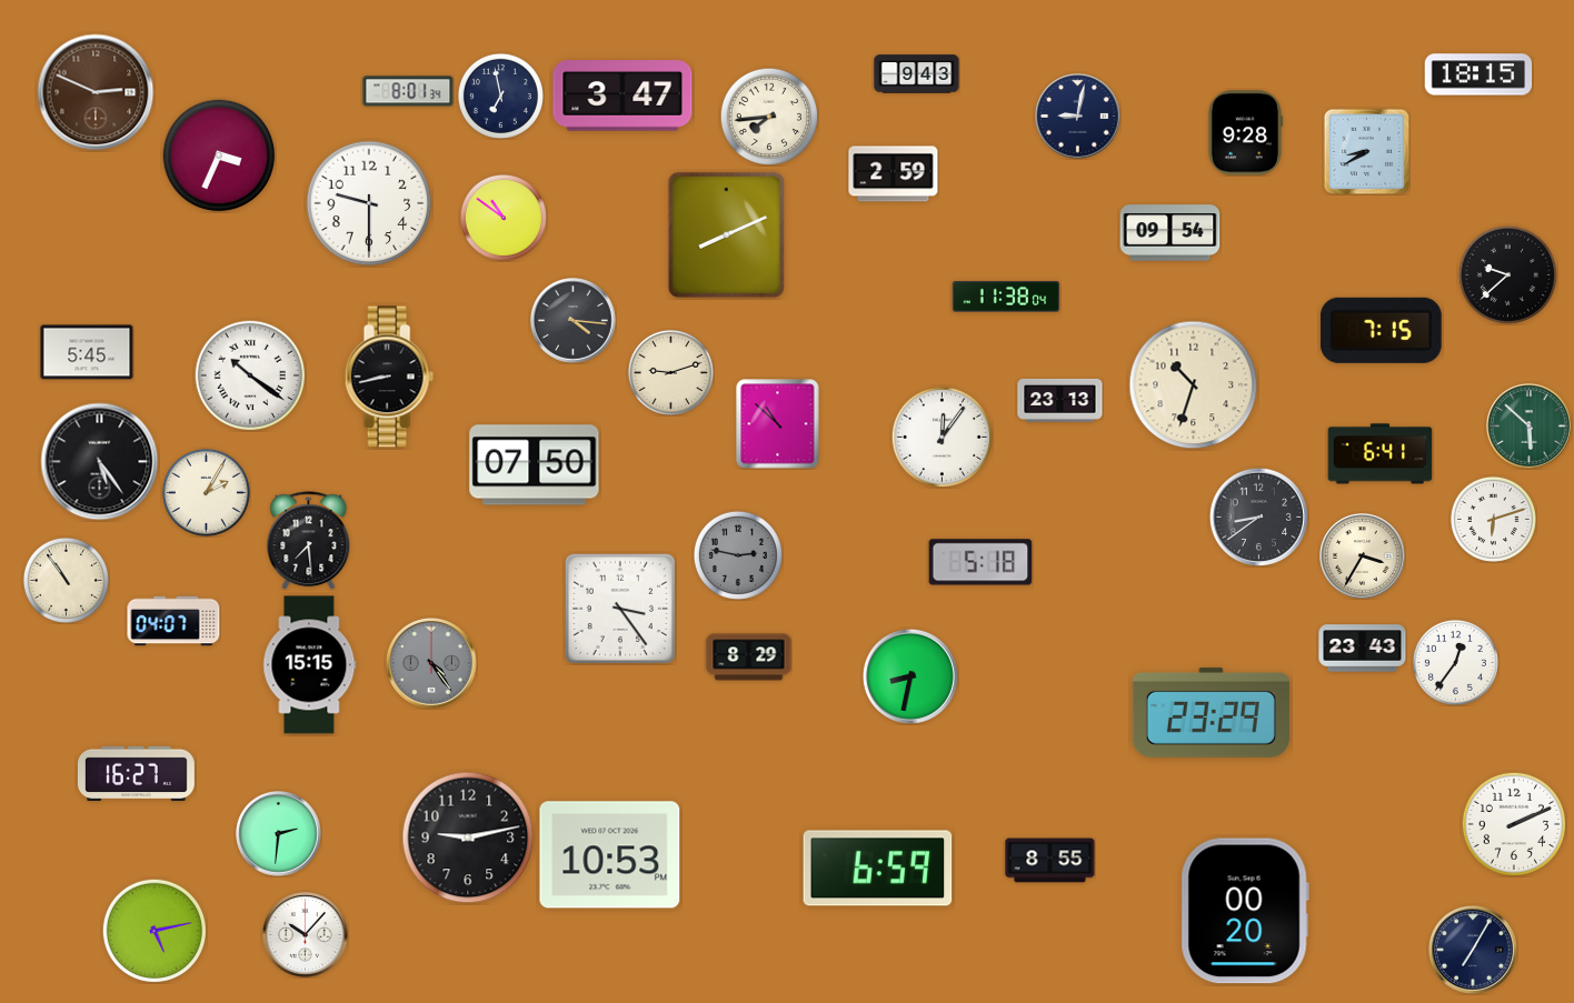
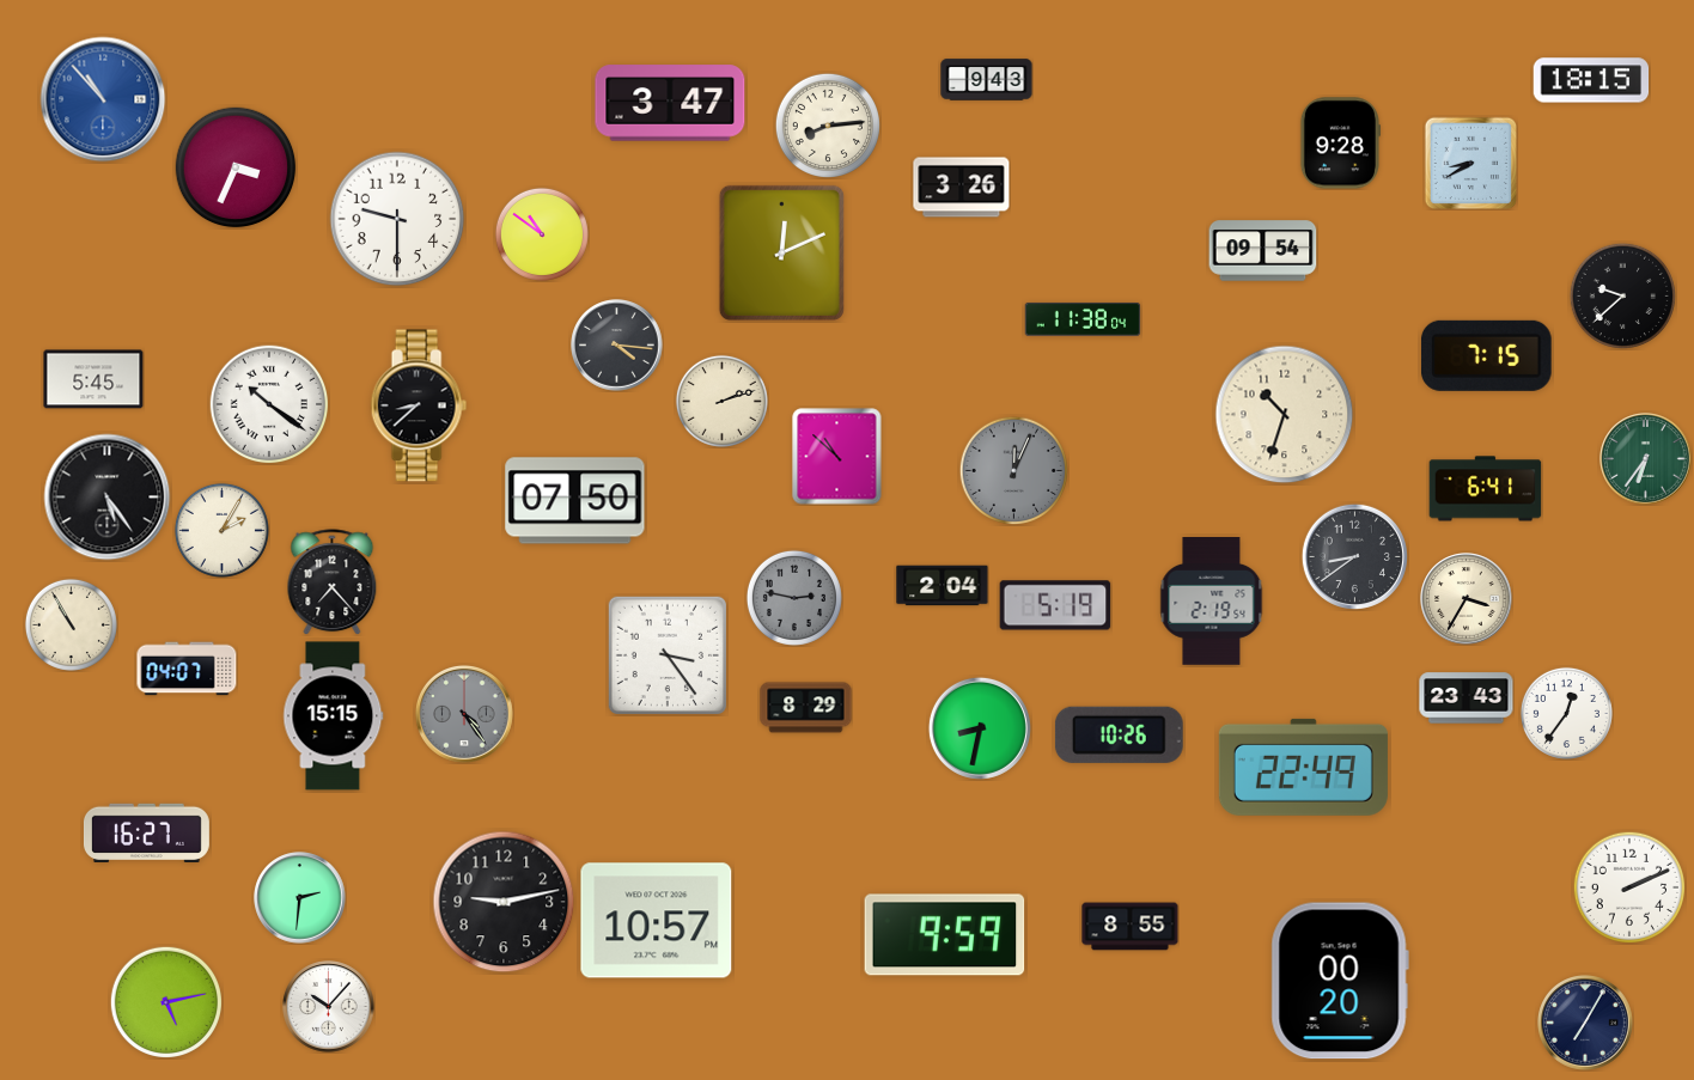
clock at (408, 91): 8:01 -> none
clock at (96, 92): 2:49 -> 10:53
clock at (96, 92) dial: brown -> blue
clock at (500, 96): 6:58 -> none
clock at (769, 117): 7:44 -> 8:14
clock at (1078, 117): 9:02 -> none
clock at (894, 174): 2:59 -> 3:26
clock at (1170, 233) position: (1170, 233) -> (1263, 251)
clock at (726, 234): 8:11 -> 12:11
clock at (670, 372): 9:12 -> 2:12
clock at (389, 377): 8:43 -> 8:38
clock at (1060, 400): 23:13 -> none
clock at (1530, 427): 5:52 -> 6:36
clock at (942, 437): 12:06 -> 12:04
clock at (942, 437) dial: white -> grey
clock at (1493, 519): 6:12 -> none
clock at (309, 541): 7:29 -> 7:23
clock at (943, 586): none -> 2:04
clock at (1212, 602): none -> 2:19
clock at (980, 562): 5:18 -> 5:19
clock at (66, 580): 10:54 -> 10:55
clock at (1119, 734): none -> 10:26
clock at (1211, 712): 23:29 -> 22:49
clock at (610, 855): 10:53 -> 10:57
clock at (878, 869): 6:59 -> 9:59
